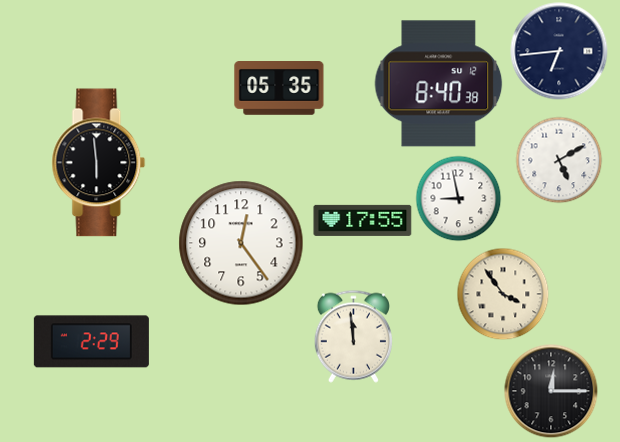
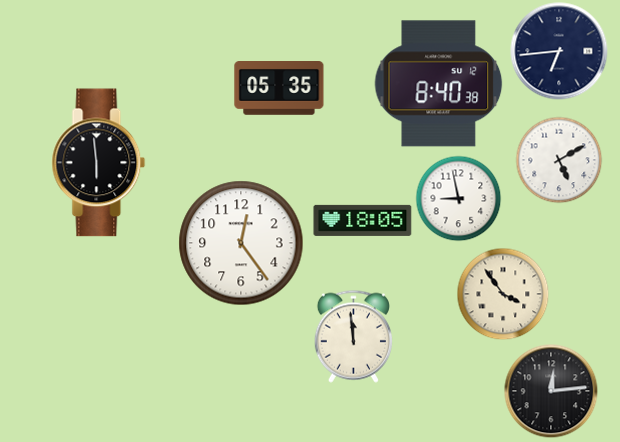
clock at (363, 220): 17:55 -> 18:05
clock at (91, 342): 2:29 -> none
clock at (551, 391): 12:15 -> 12:14
